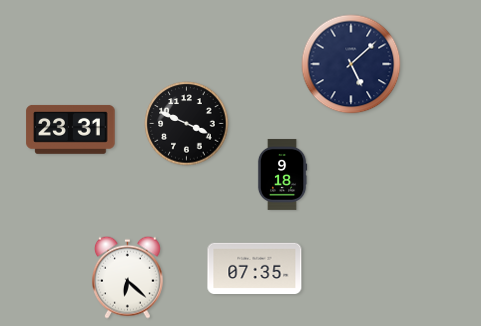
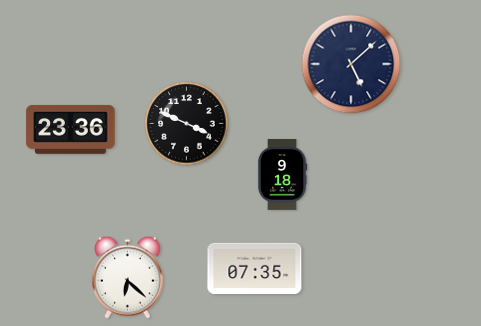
clock at (71, 129): 23:31 -> 23:36
